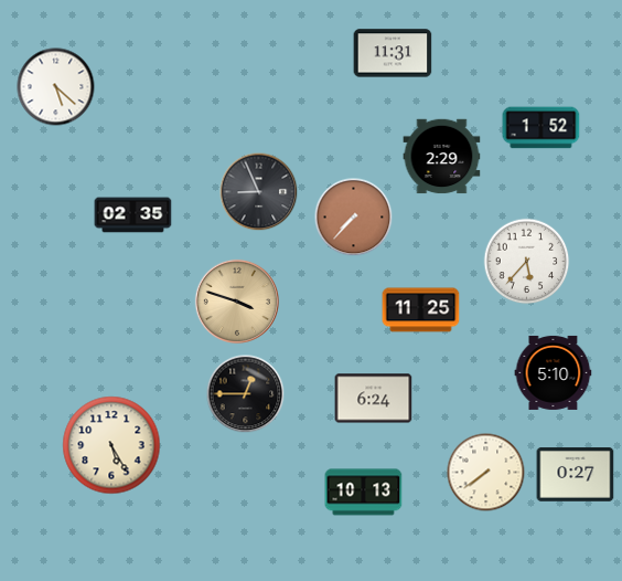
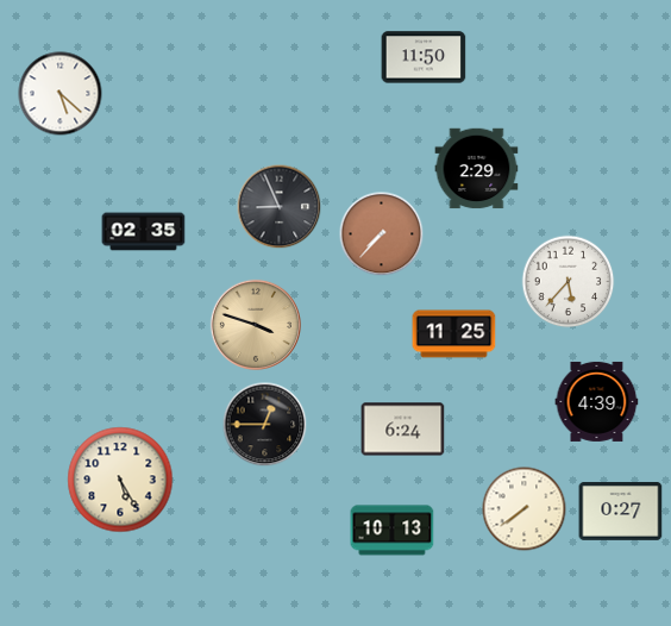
clock at (393, 53): 11:31 -> 11:50
clock at (541, 128): 1:52 -> none
clock at (554, 372): 5:10 -> 4:39
